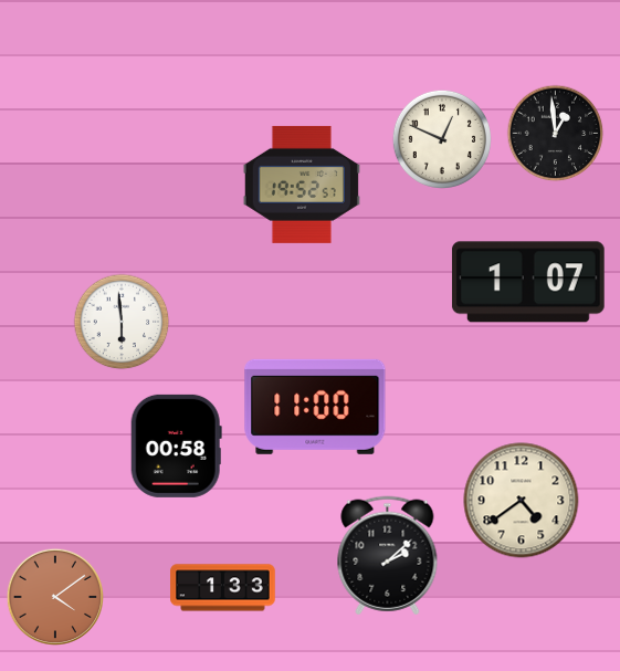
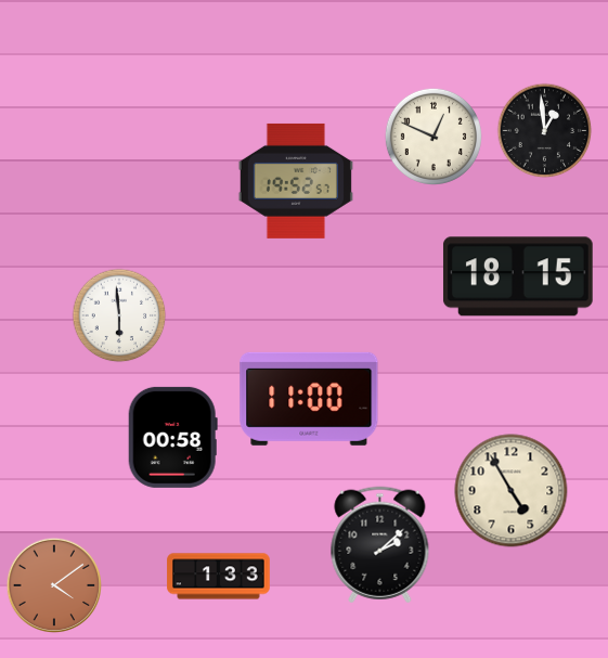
clock at (528, 282): 1:07 -> 18:15
clock at (522, 501): 4:39 -> 4:55
